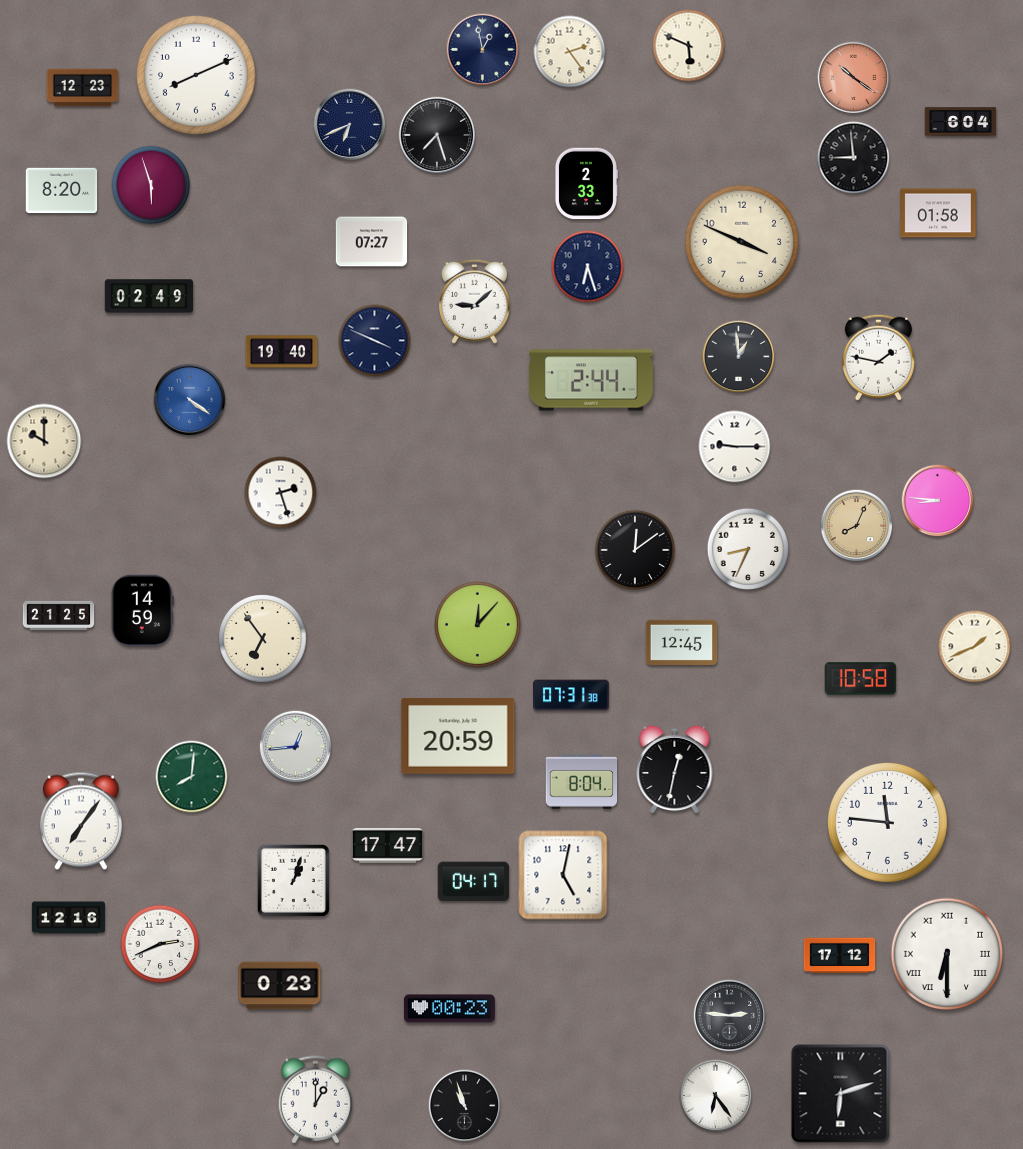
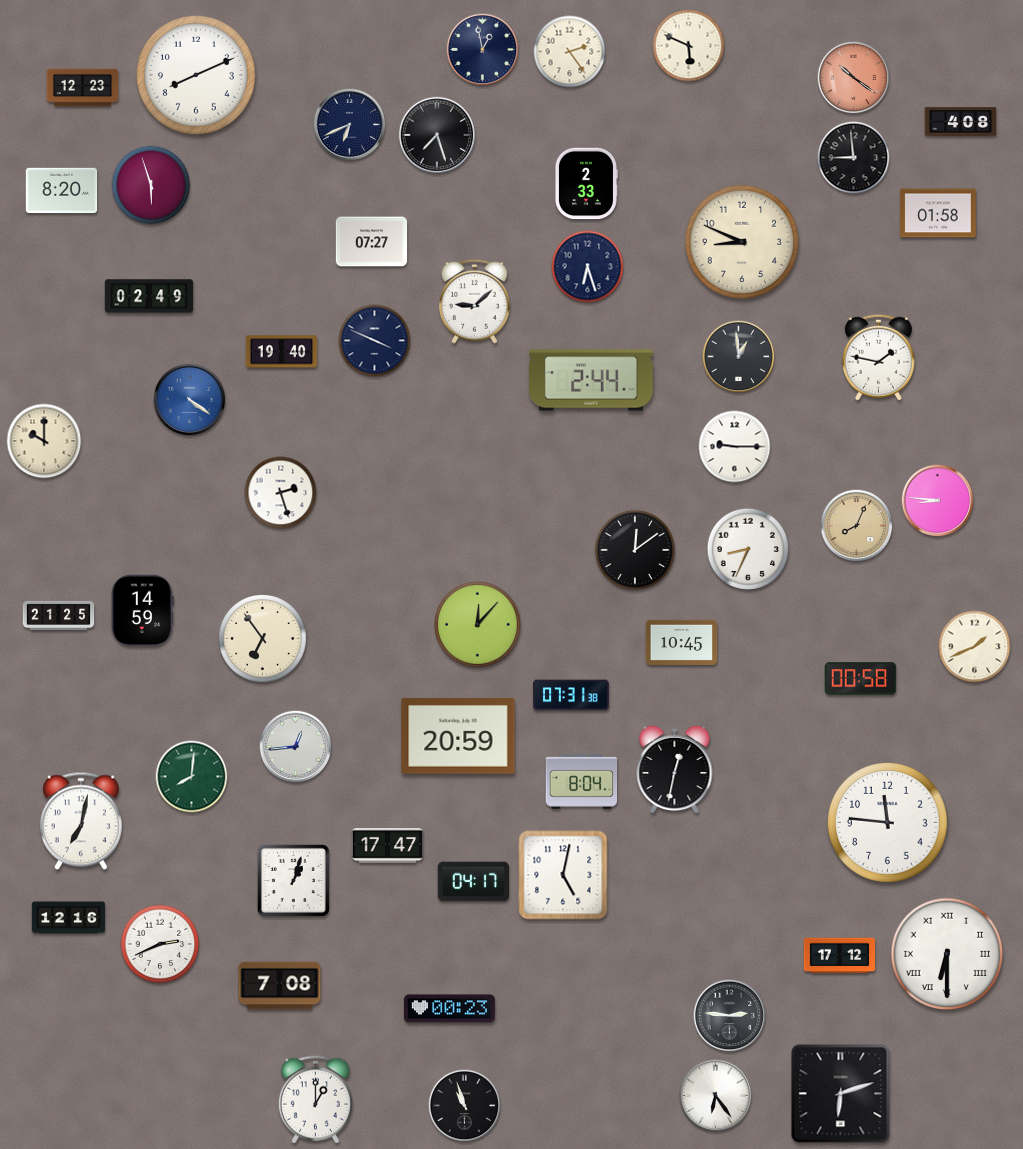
clock at (961, 122): 6:04 -> 4:08
clock at (741, 241): 3:49 -> 8:49
clock at (682, 642): 12:45 -> 10:45
clock at (861, 679): 10:58 -> 00:58
clock at (81, 821): 7:06 -> 7:02
clock at (280, 986): 0:23 -> 7:08
